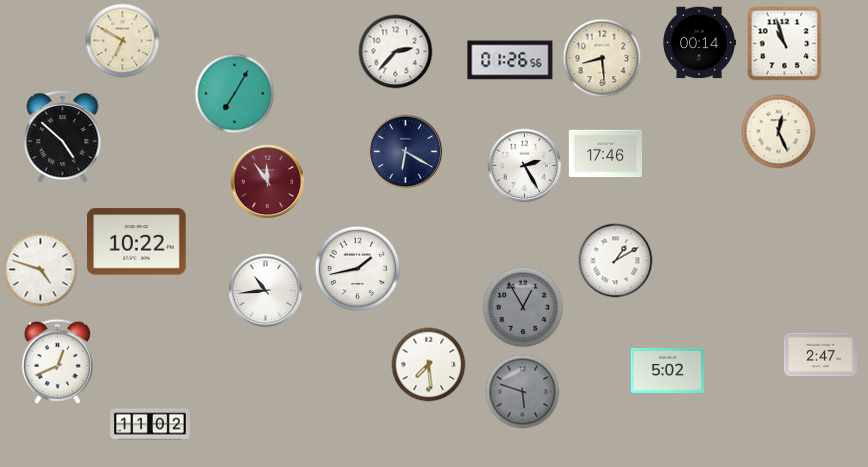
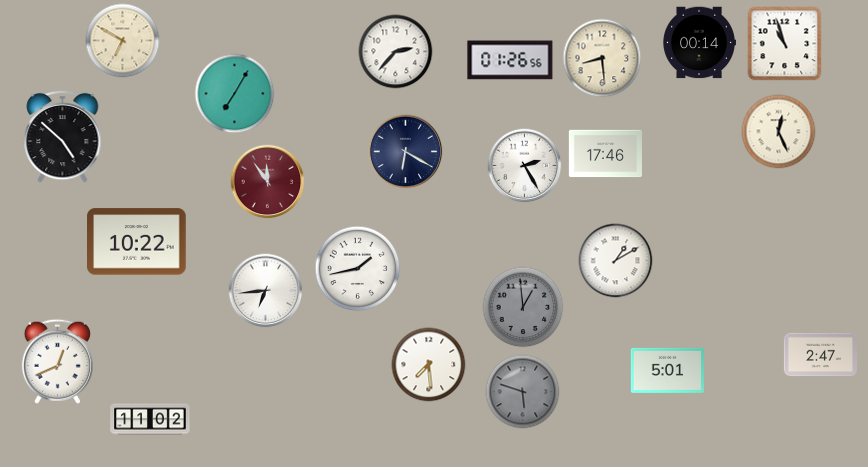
clock at (41, 270): 4:48 -> none
clock at (266, 291): 10:44 -> 6:44
clock at (523, 307): 12:55 -> 12:59
clock at (667, 370): 5:02 -> 5:01
clock at (150, 424) position: (150, 424) -> (150, 419)
